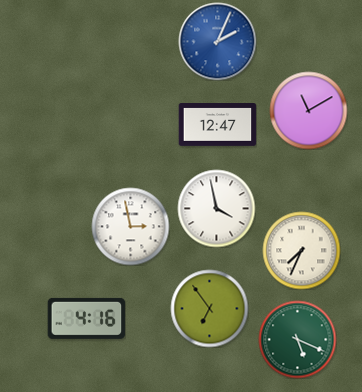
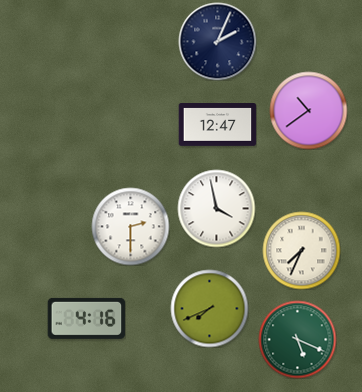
clock at (217, 41) dial: blue -> navy
clock at (308, 110): 11:10 -> 10:39
clock at (130, 226): 2:58 -> 2:30
clock at (209, 308): 6:54 -> 7:41
